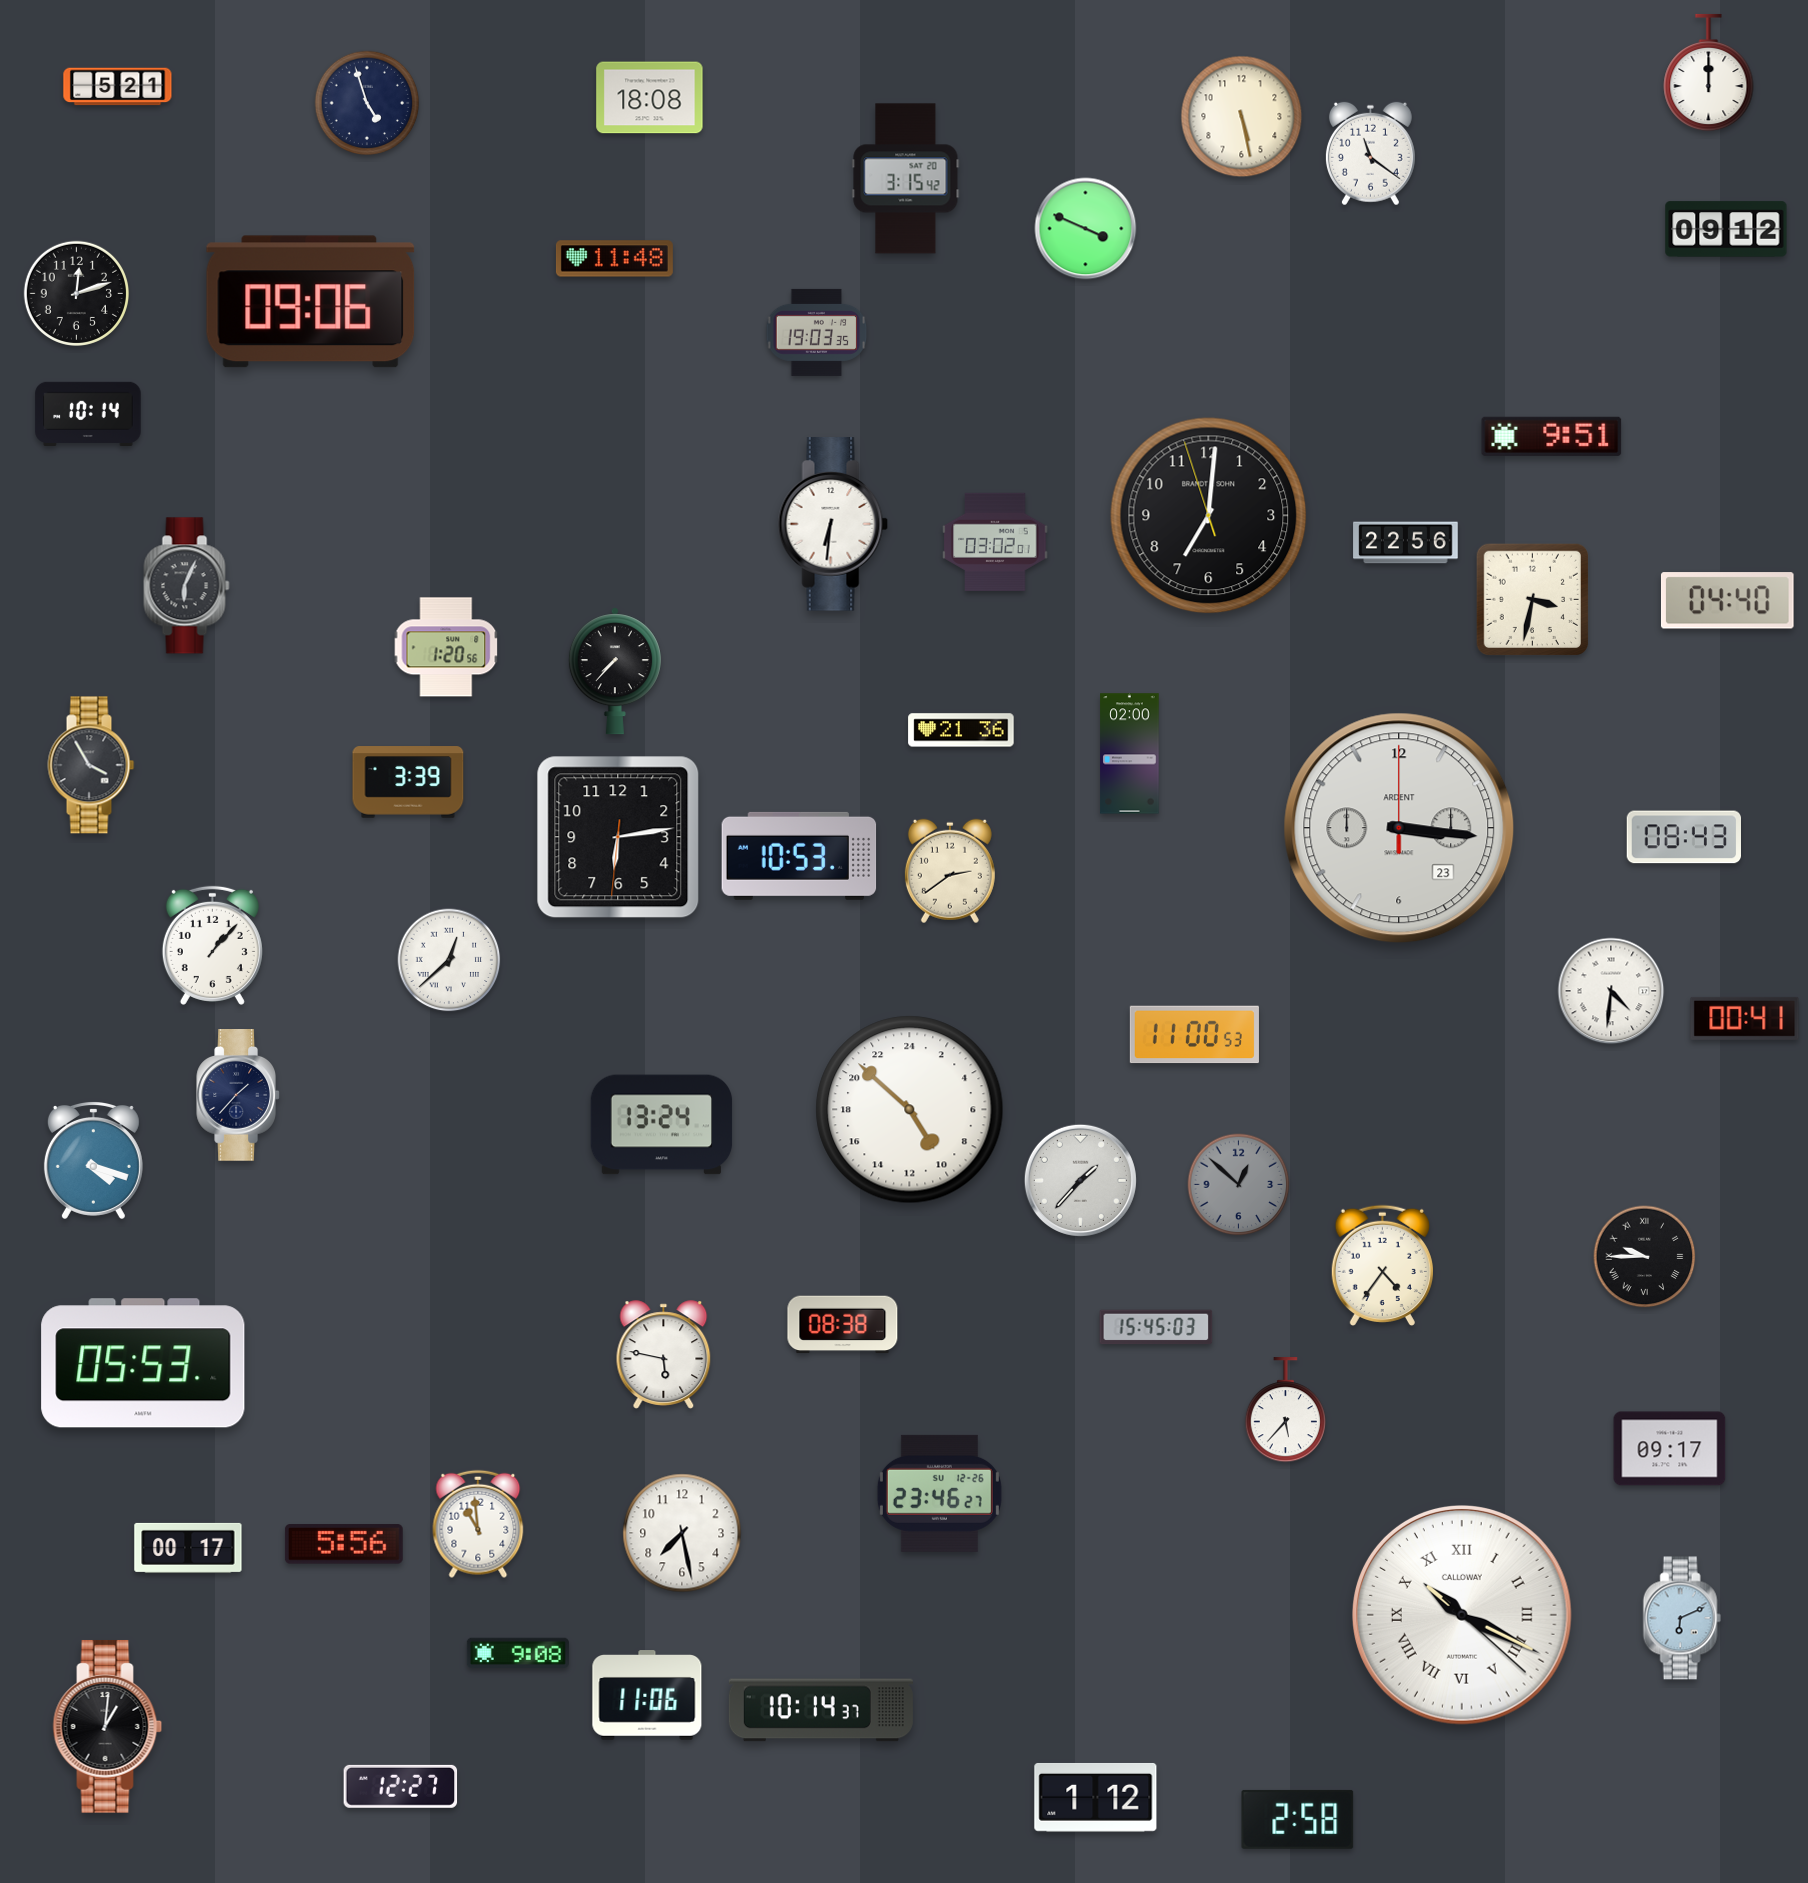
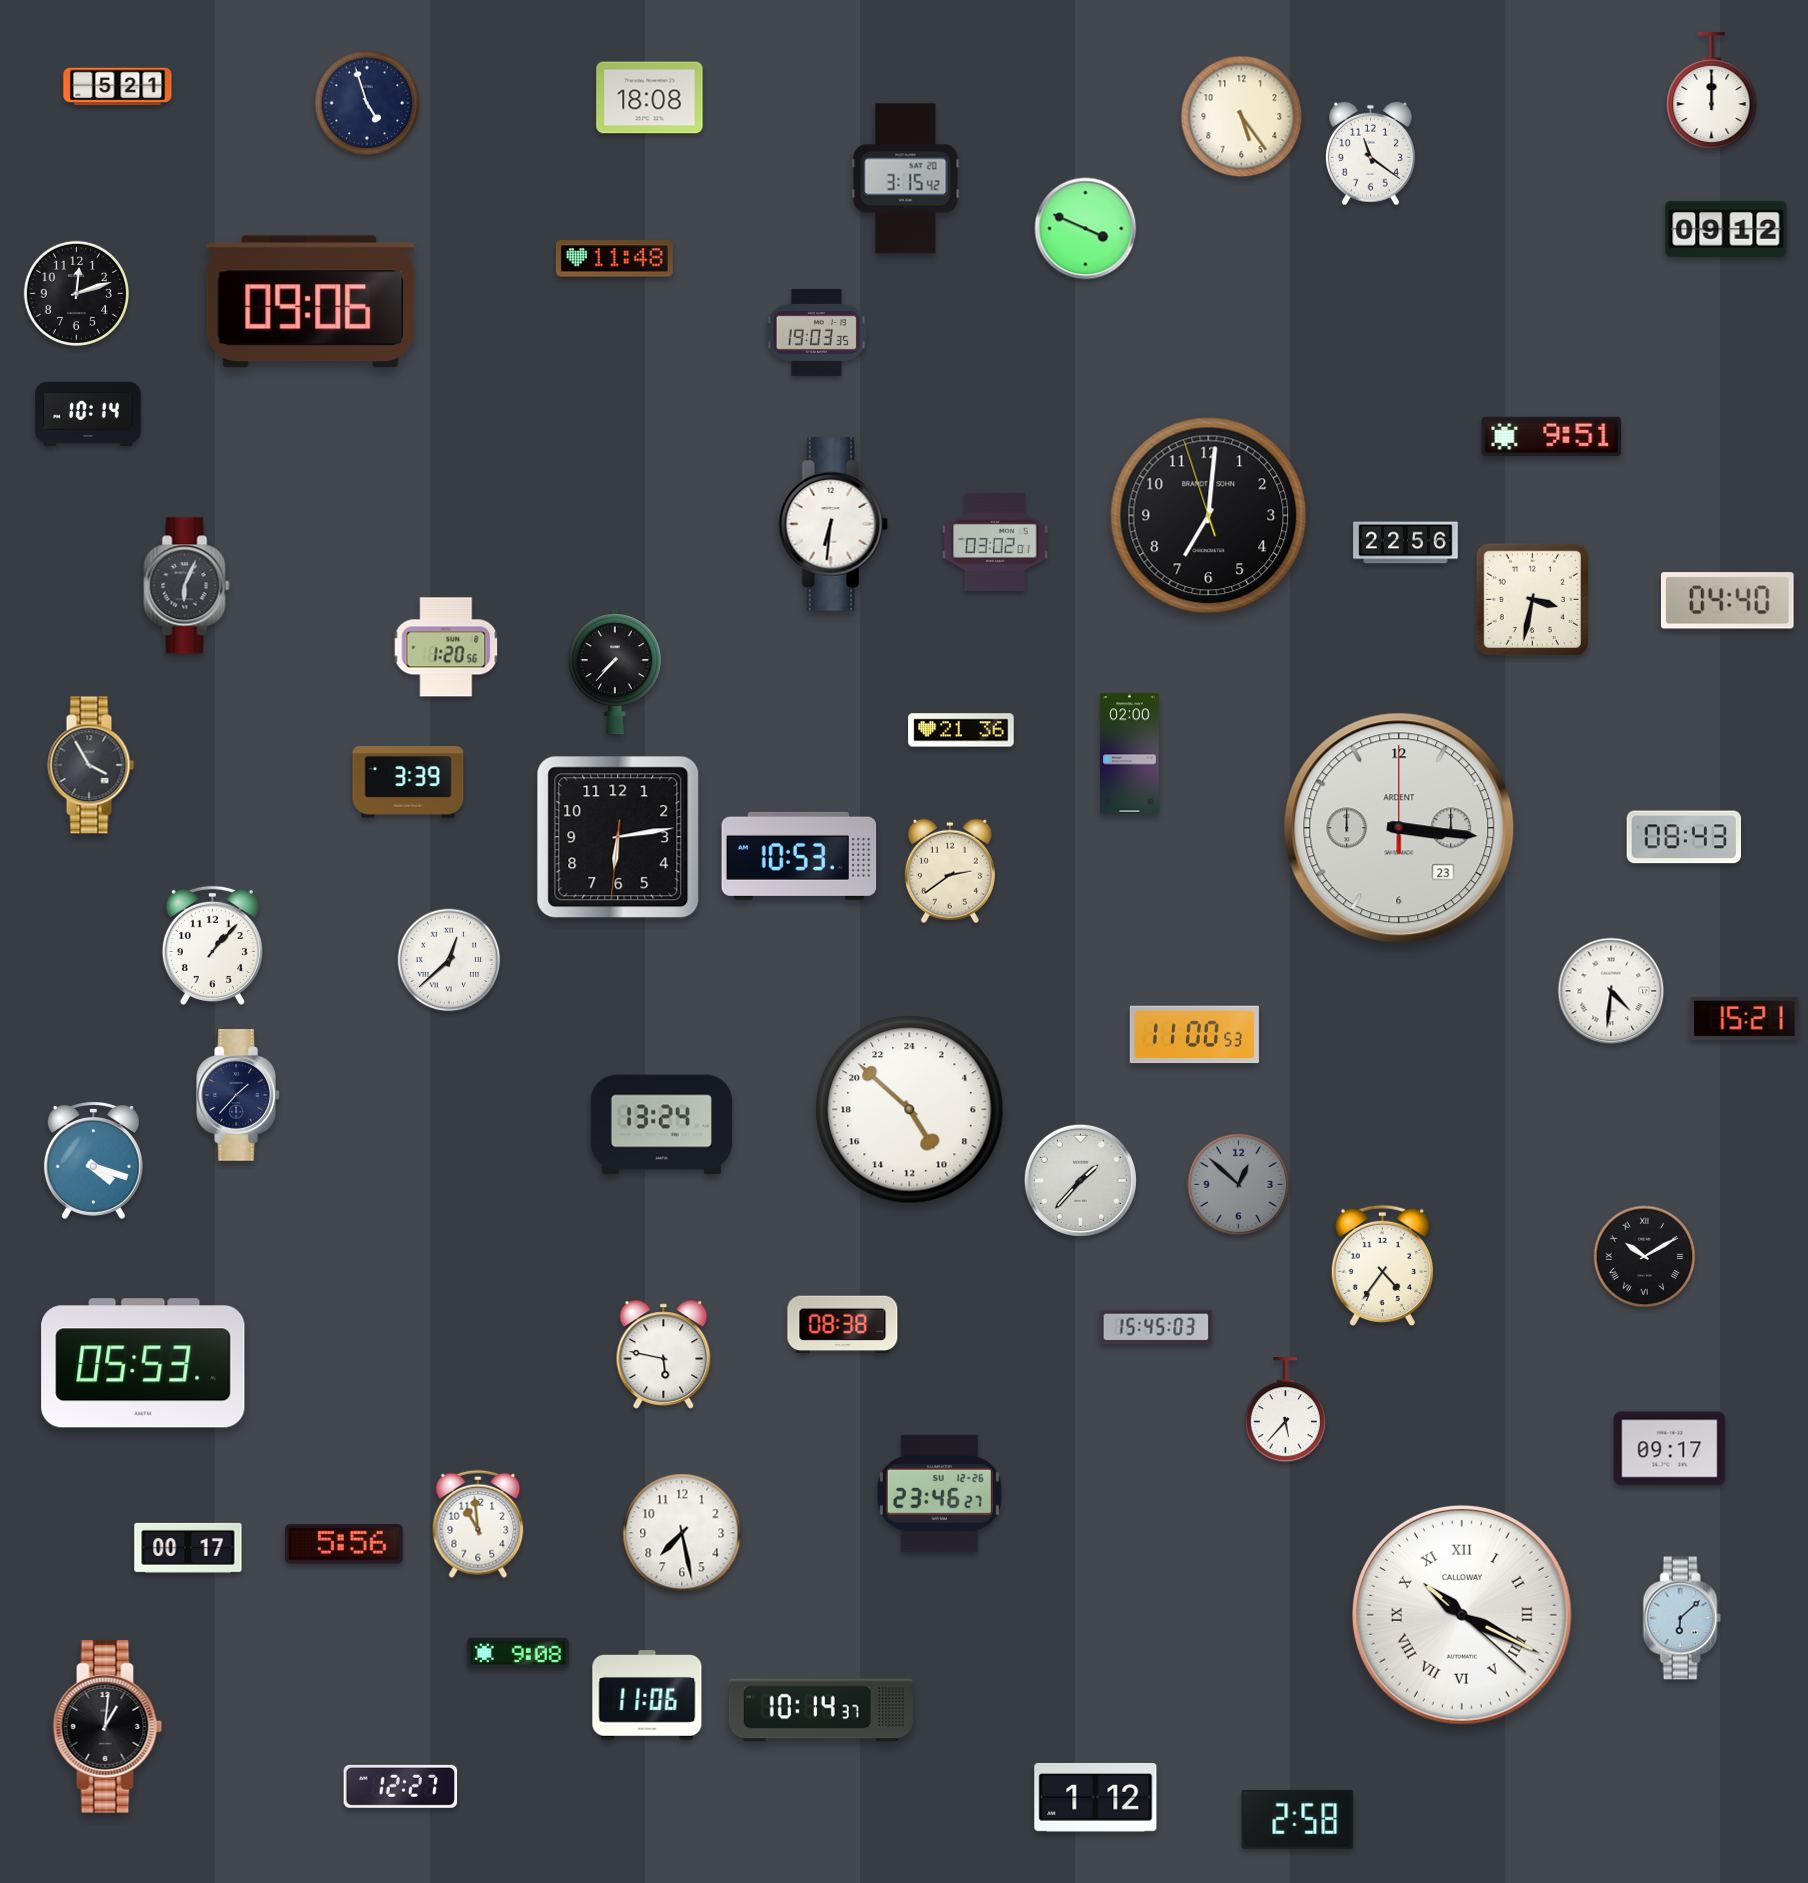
clock at (1709, 73) position: (1709, 73) -> (1712, 91)
clock at (1242, 117): 5:28 -> 5:24
clock at (1745, 1018): 00:41 -> 15:21
clock at (1645, 1257): 9:45 -> 10:10
clock at (1682, 1618): 6:11 -> 6:08
